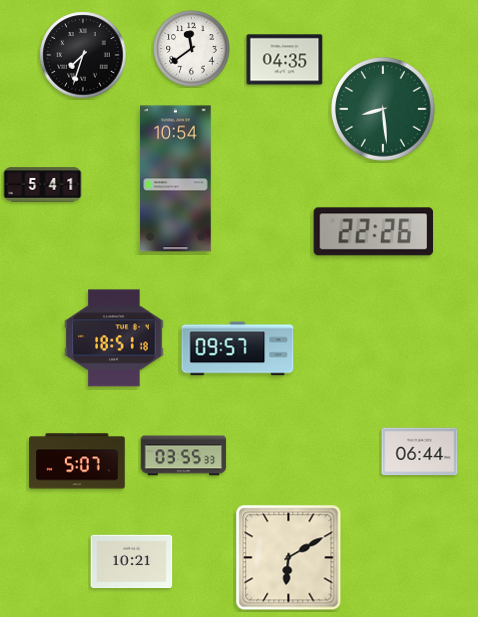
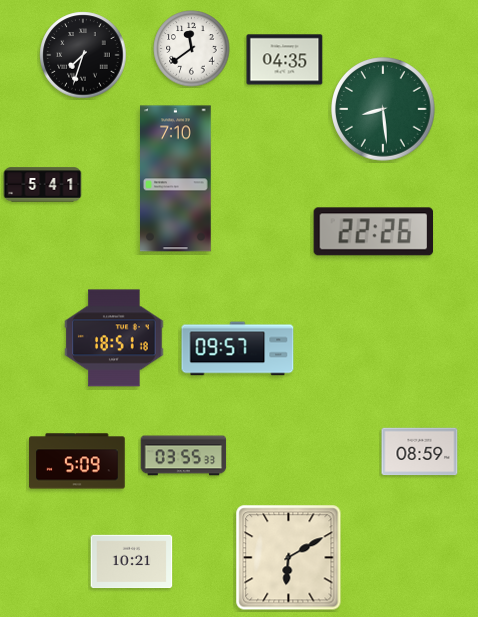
clock at (176, 179): 10:54 -> 7:10
clock at (420, 452): 06:44 -> 08:59
clock at (77, 461): 5:07 -> 5:09
